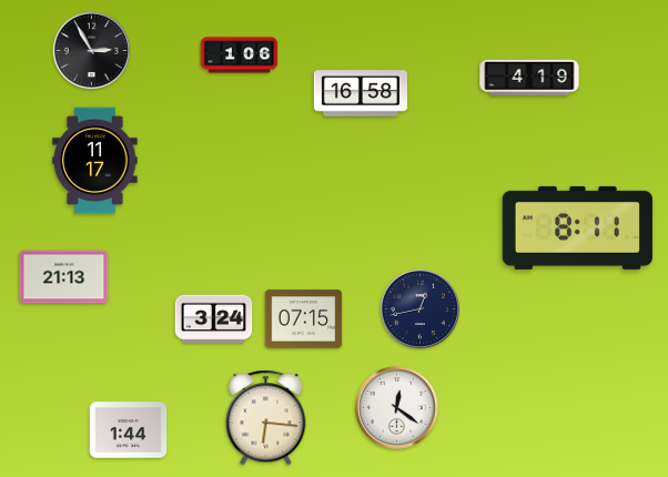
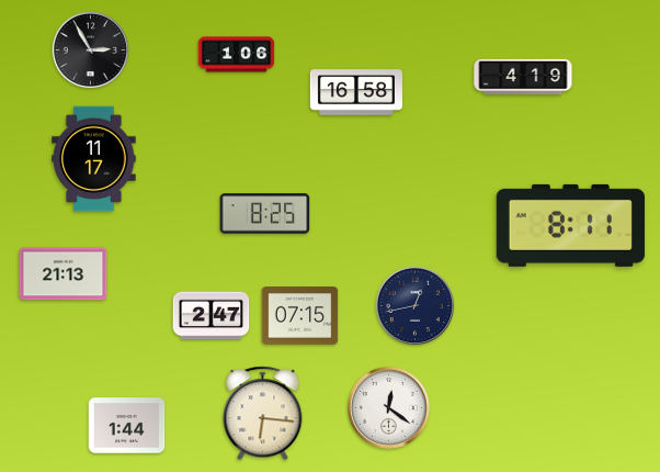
clock at (265, 214): none -> 8:25
clock at (214, 319): 3:24 -> 2:47
clock at (397, 408) position: (397, 408) -> (389, 408)
